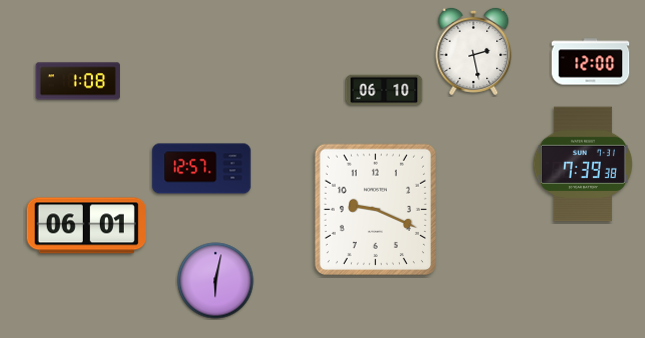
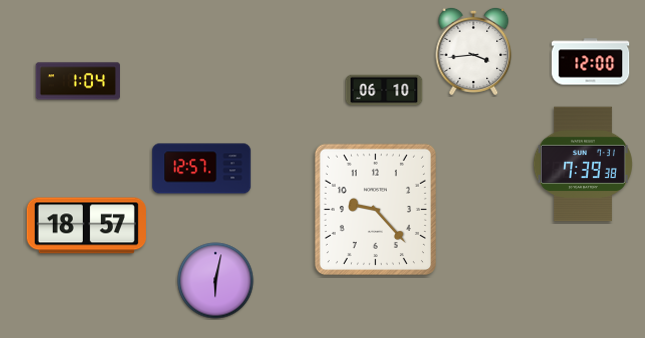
clock at (474, 51): 2:28 -> 3:44
clock at (78, 81): 1:08 -> 1:04
clock at (375, 210): 9:19 -> 9:23
clock at (86, 226): 06:01 -> 18:57
